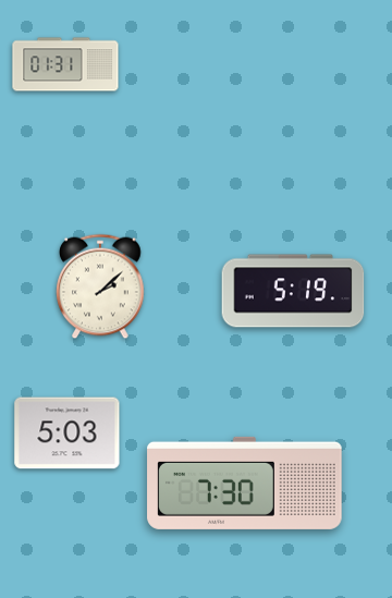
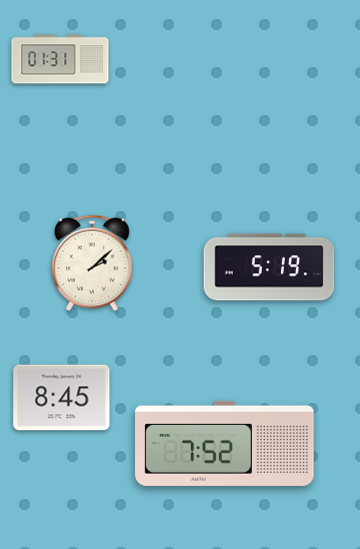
clock at (68, 434): 5:03 -> 8:45
clock at (245, 483): 7:30 -> 7:52
